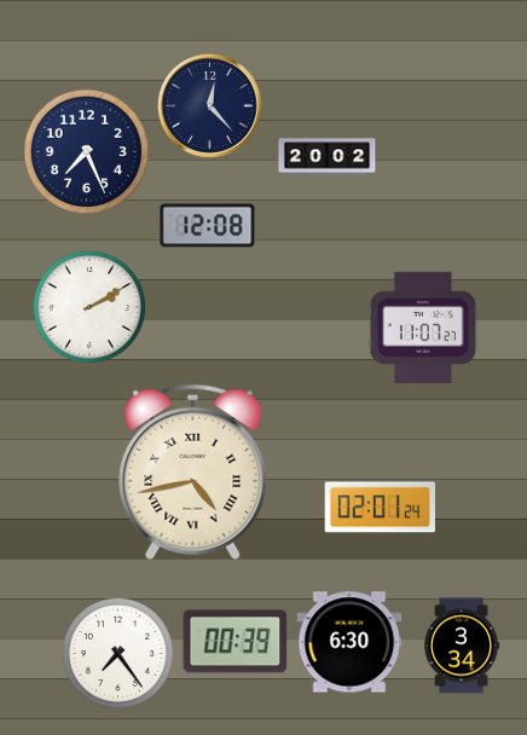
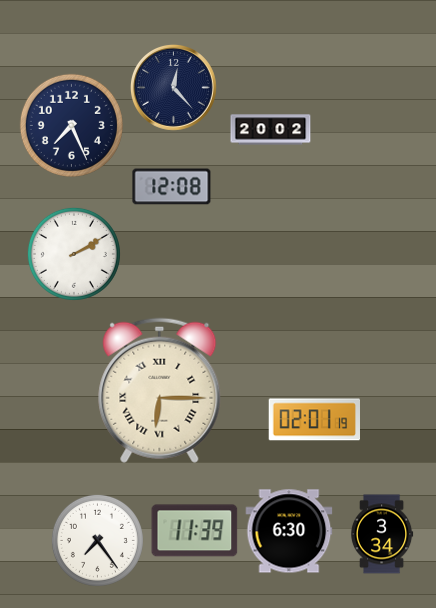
clock at (423, 328): 11:07 -> none
clock at (193, 471): 4:43 -> 6:15
clock at (380, 508): 02:01:24 -> 02:01:19
clock at (236, 642): 00:39 -> 11:39
